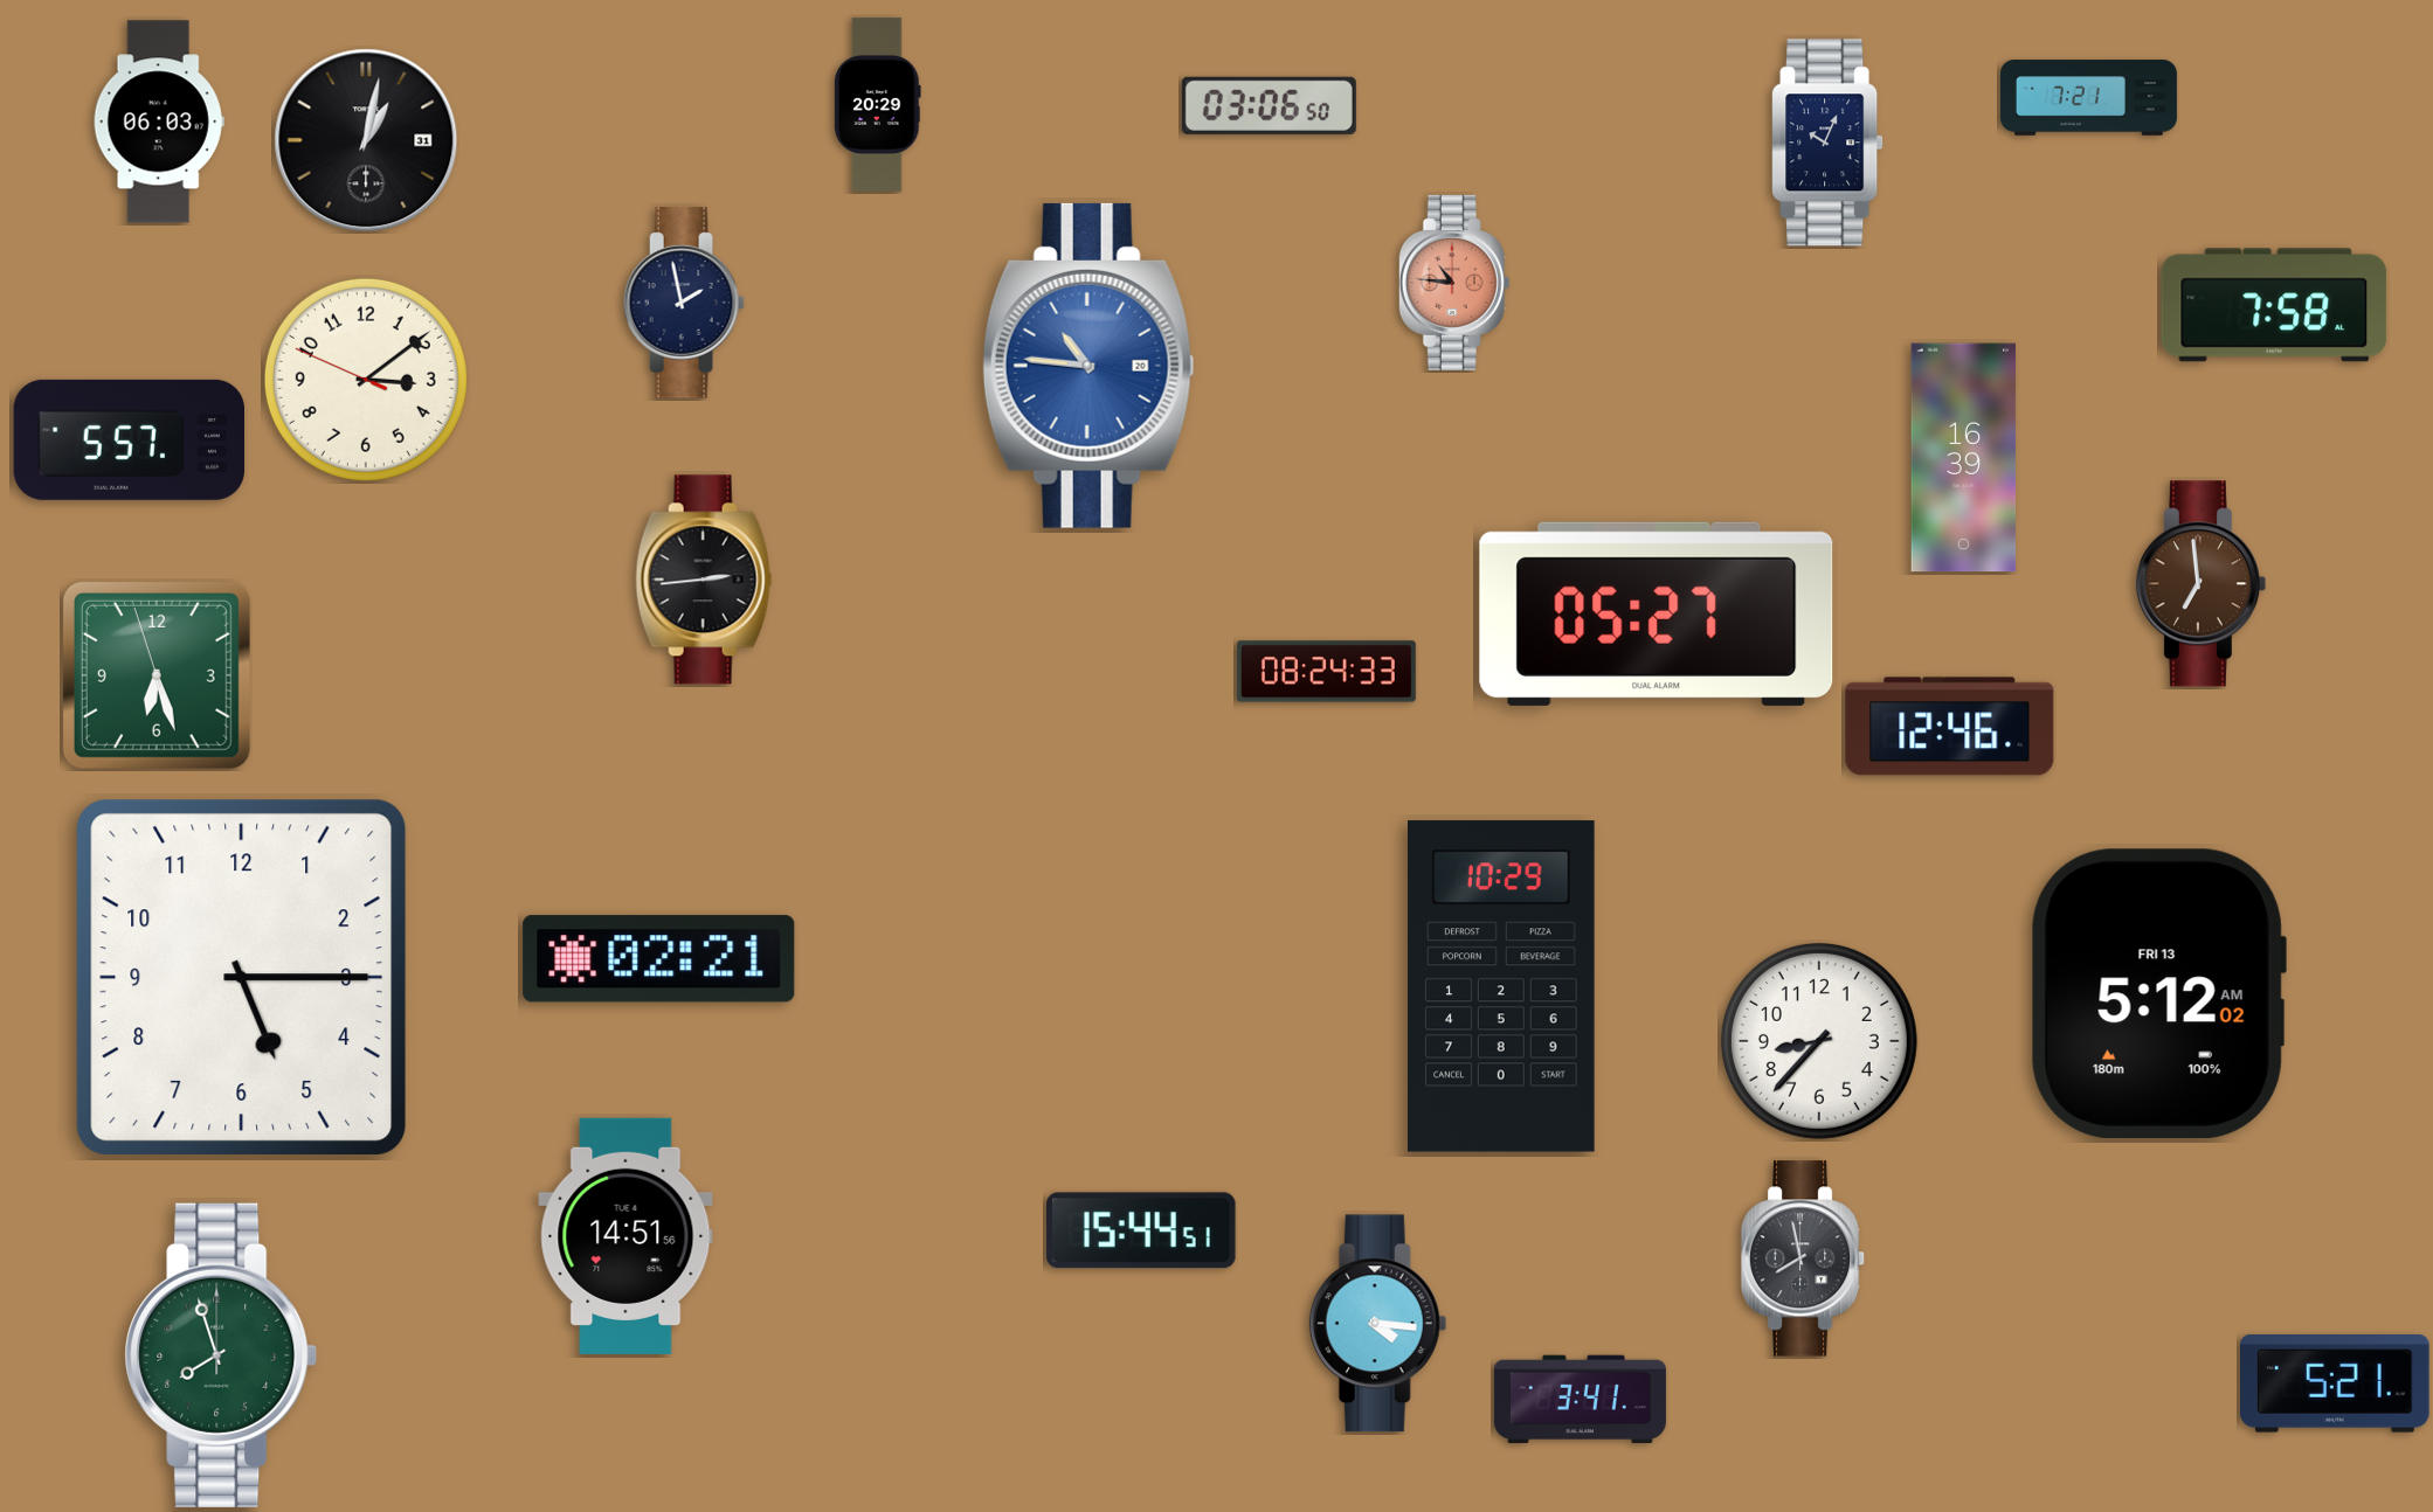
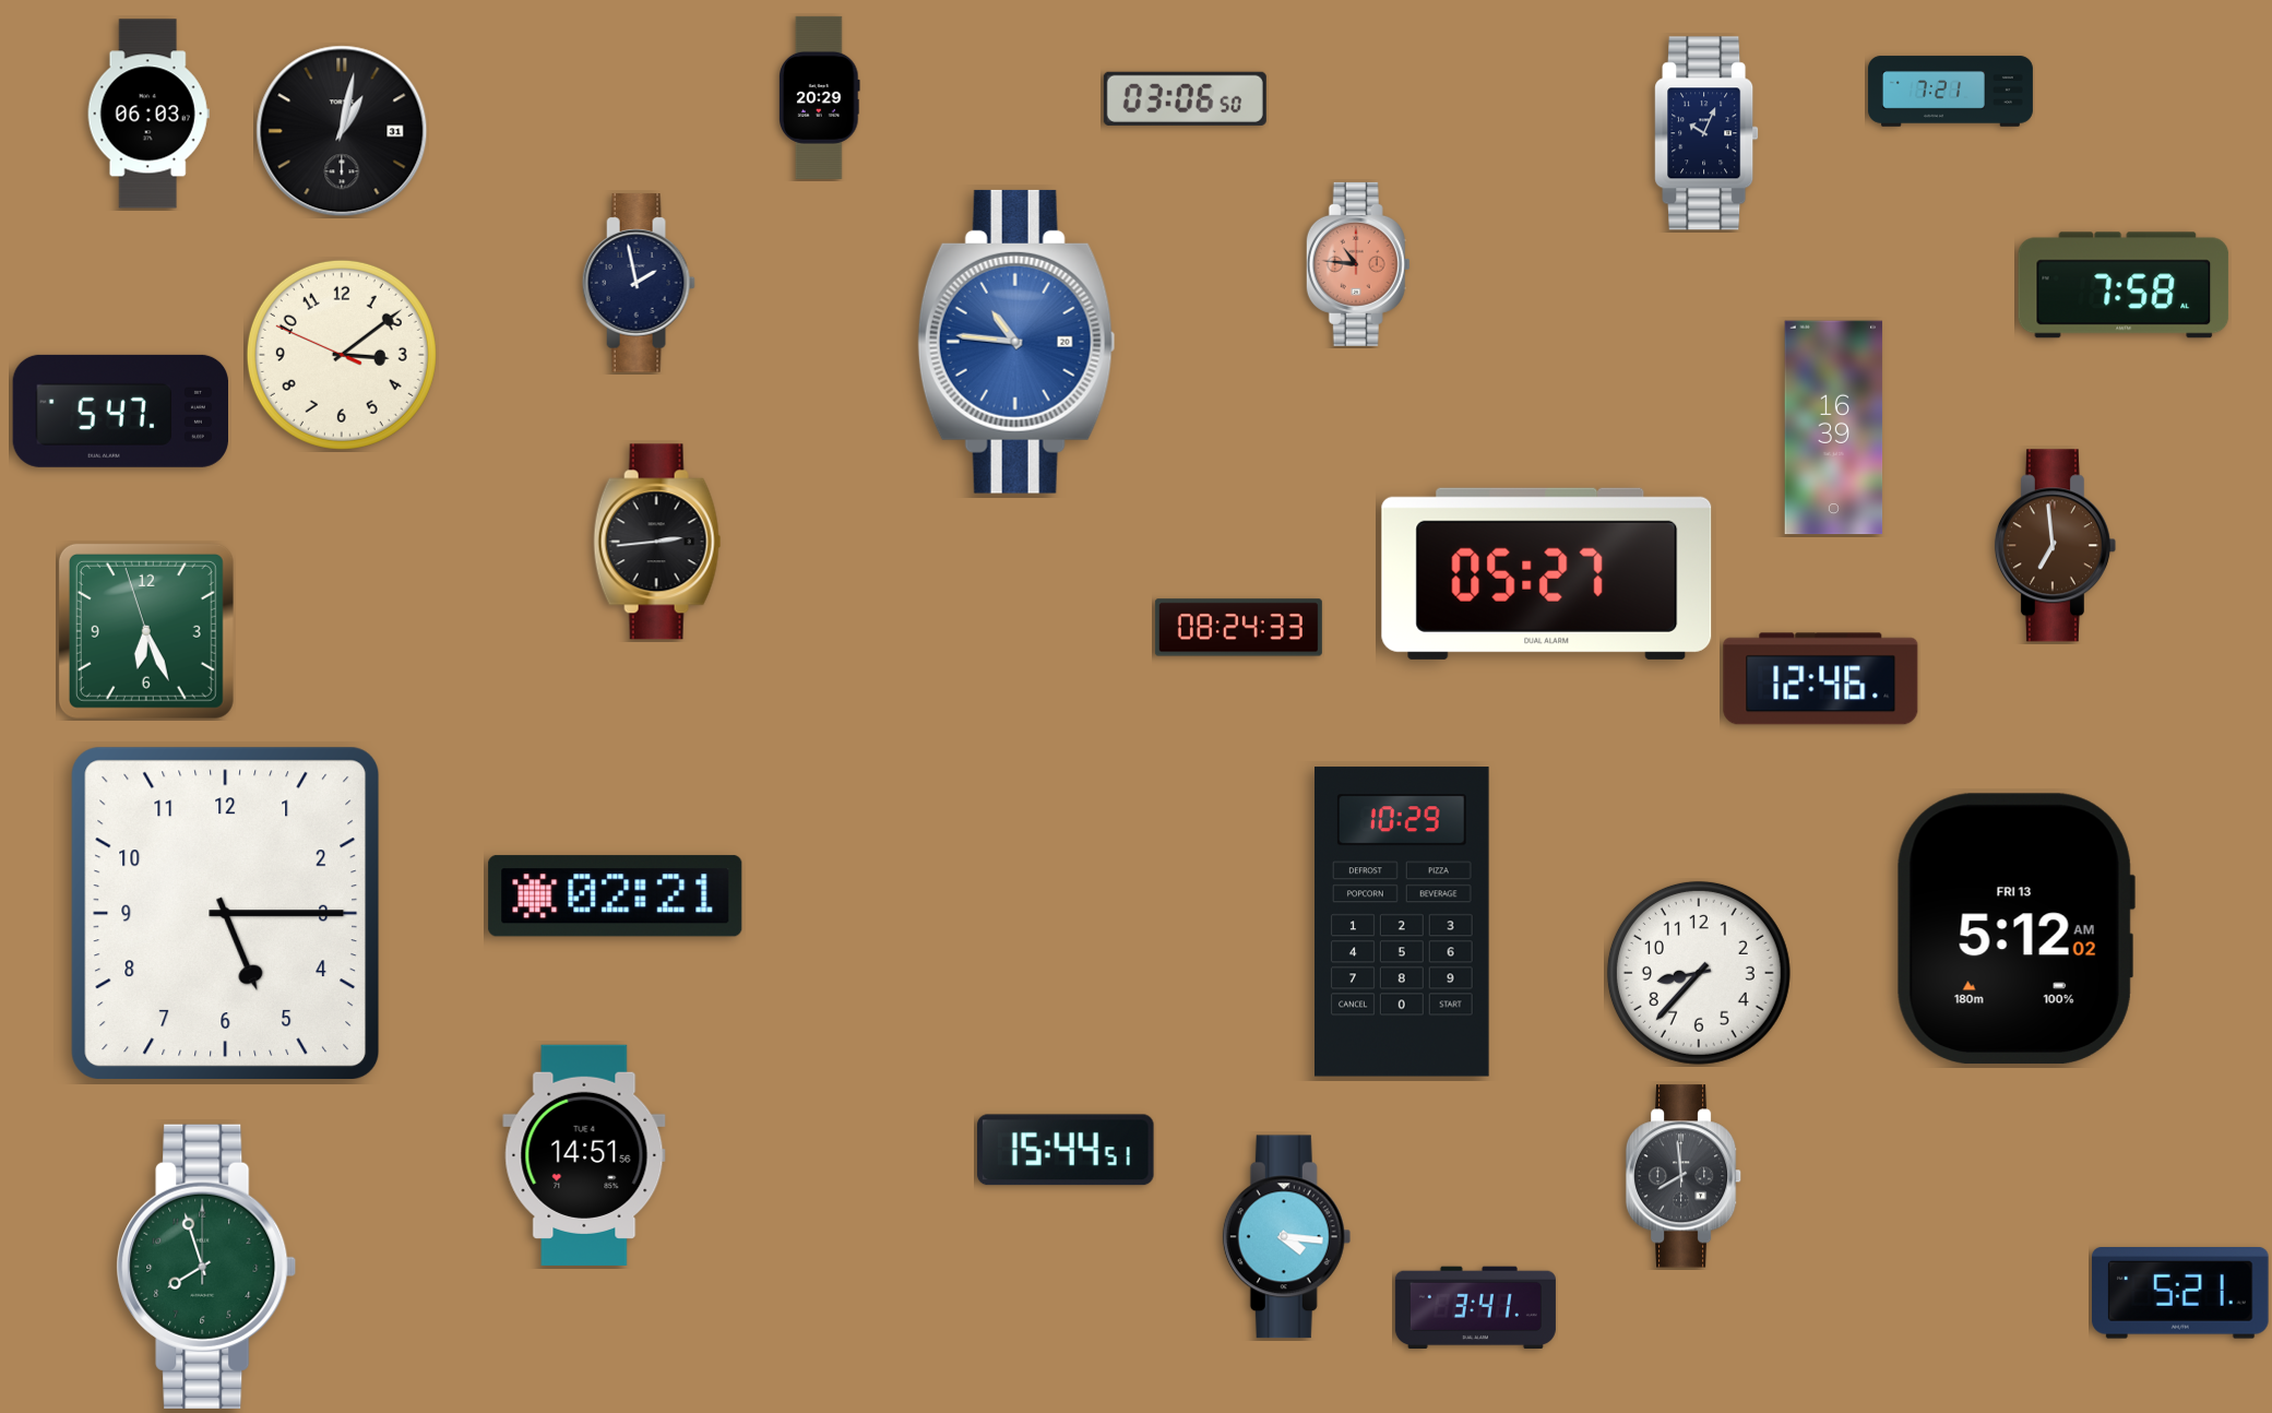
clock at (129, 439): 5:57 -> 5:47
clock at (157, 675): 6:26 -> 6:25
clock at (1803, 1258): 7:58 -> 7:59
